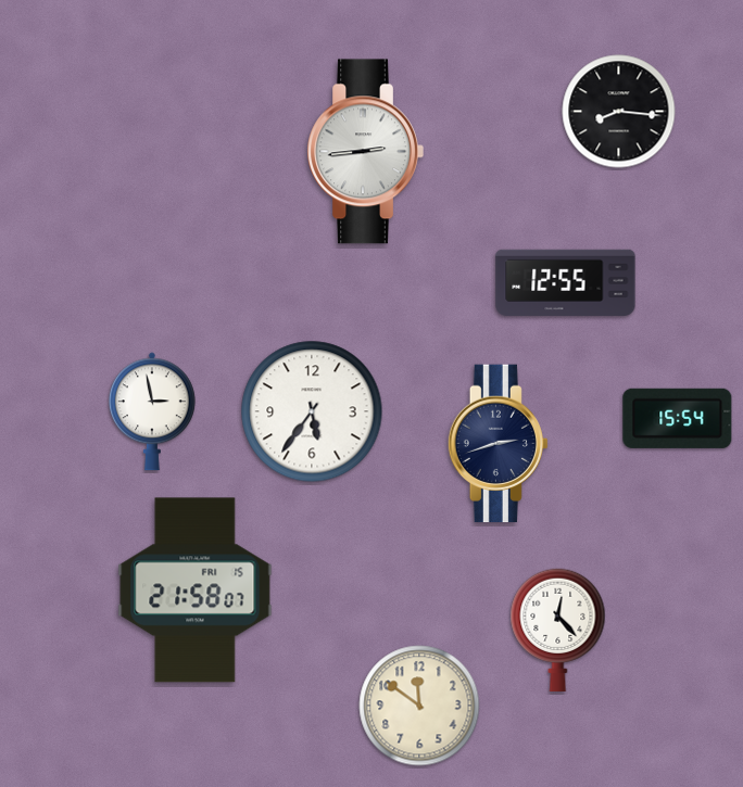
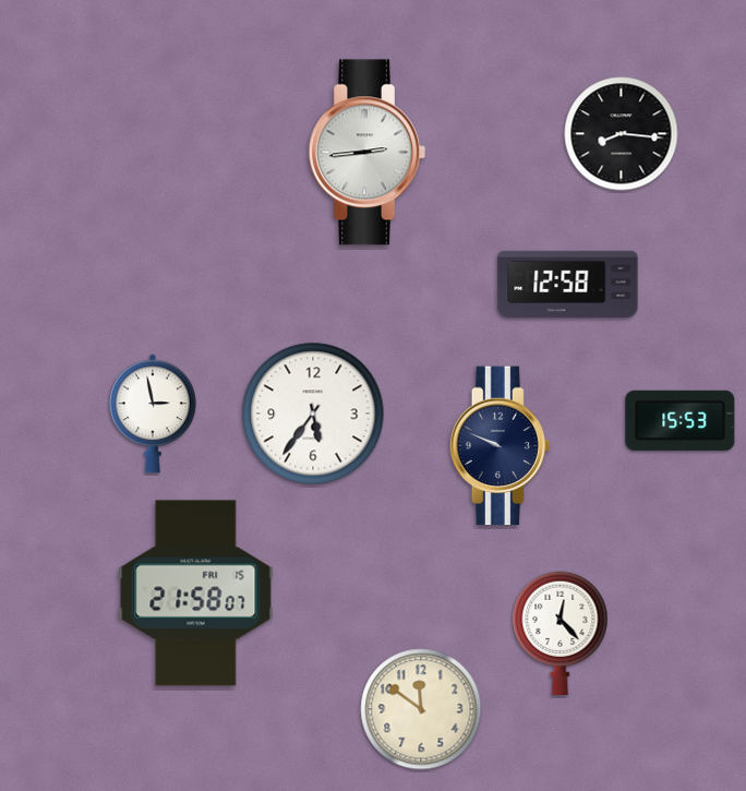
clock at (619, 112) position: (619, 112) -> (622, 134)
clock at (566, 282): 12:55 -> 12:58
clock at (678, 418): 15:54 -> 15:53
clock at (498, 444): 2:42 -> 9:49
